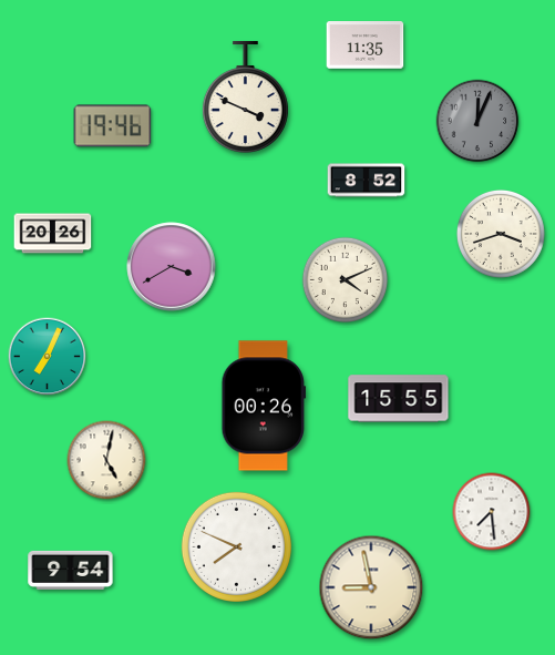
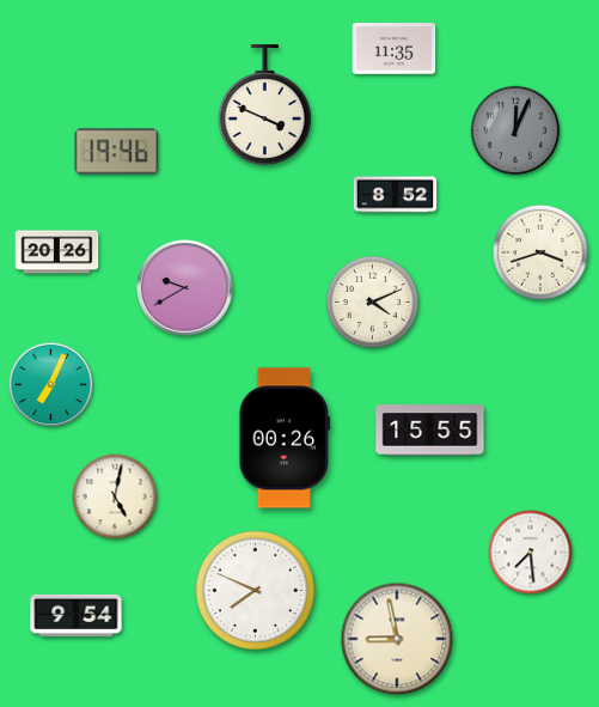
clock at (113, 126) position: (113, 126) -> (117, 152)
clock at (172, 267): 3:40 -> 9:40
clock at (371, 587) position: (371, 587) -> (397, 639)
